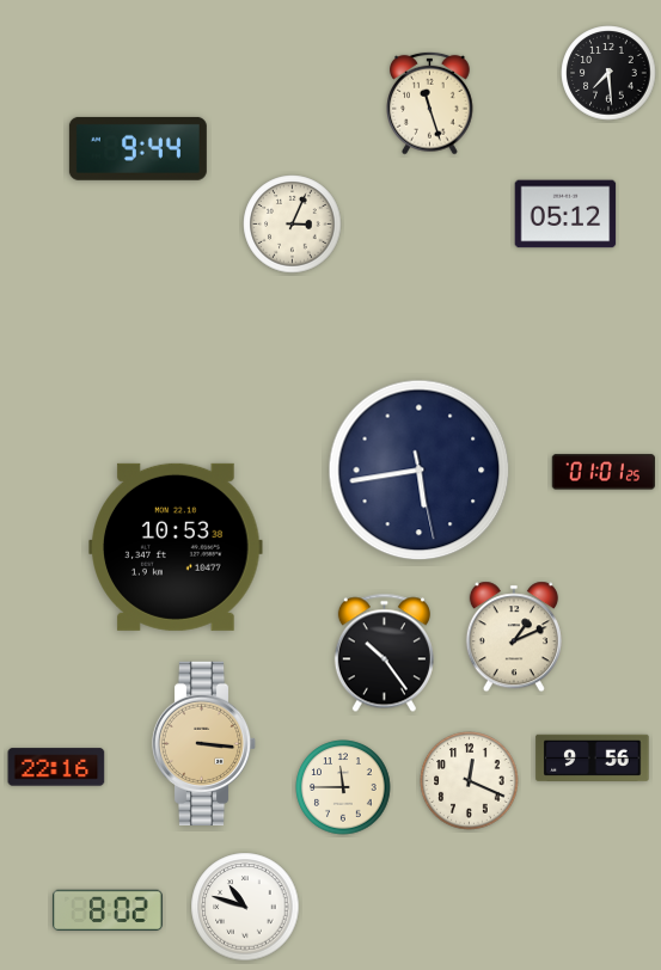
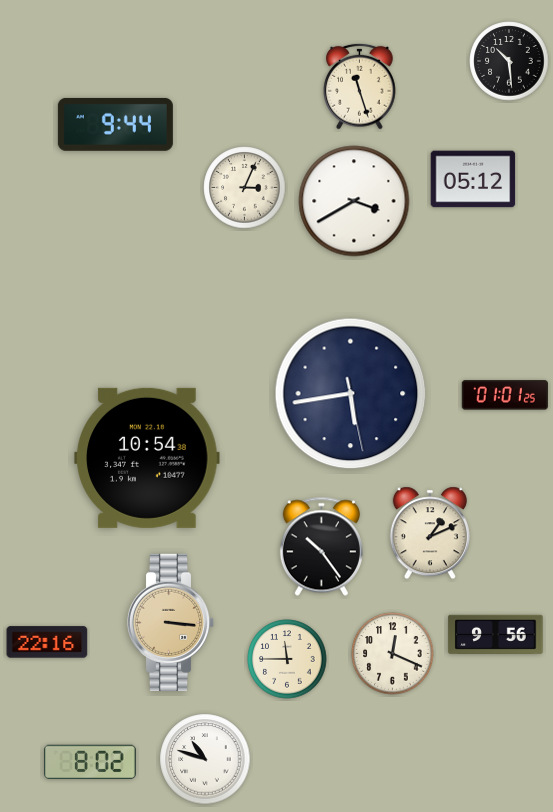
clock at (608, 73): 7:29 -> 10:29
clock at (354, 201): none -> 3:40
clock at (176, 547): 10:53 -> 10:54
